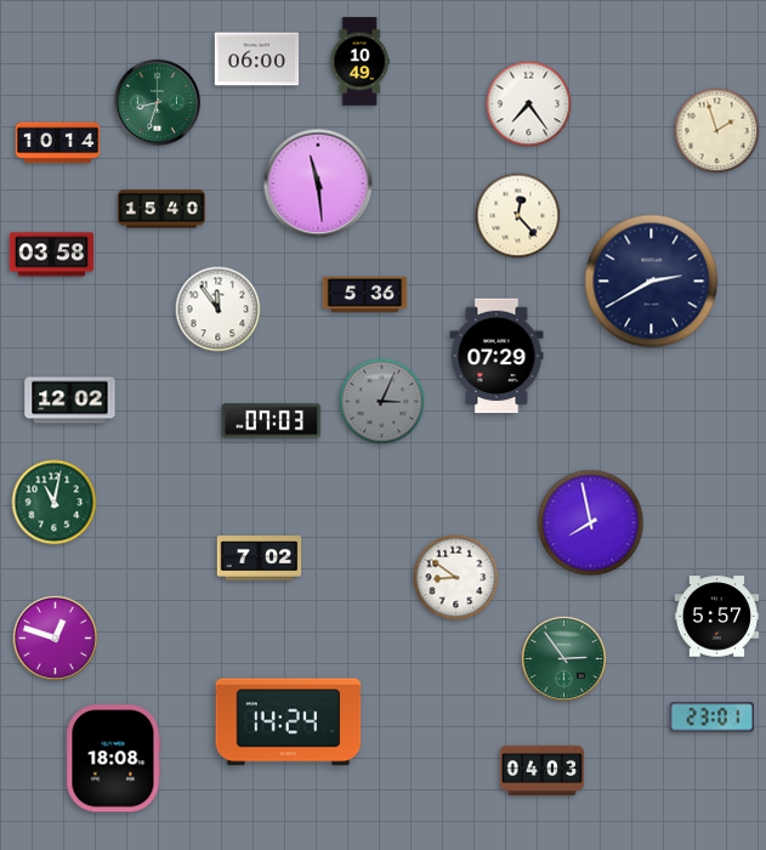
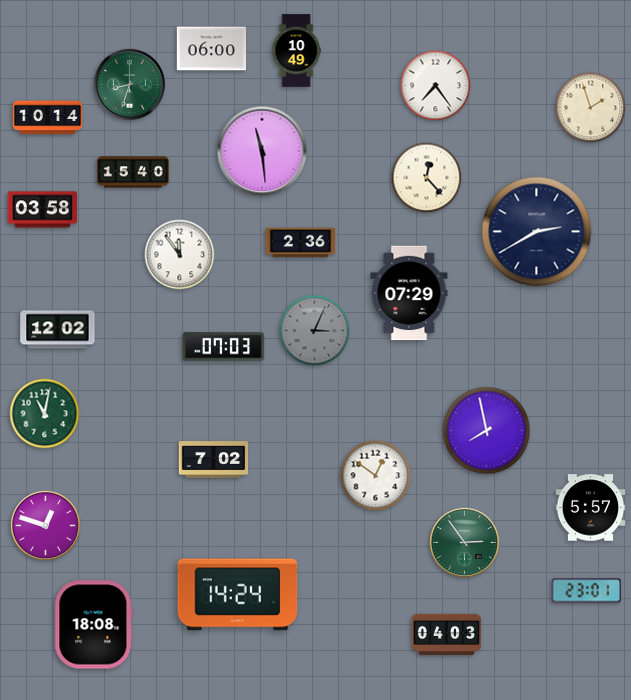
clock at (365, 295): 5:36 -> 2:36
clock at (456, 578): 8:51 -> 12:51
